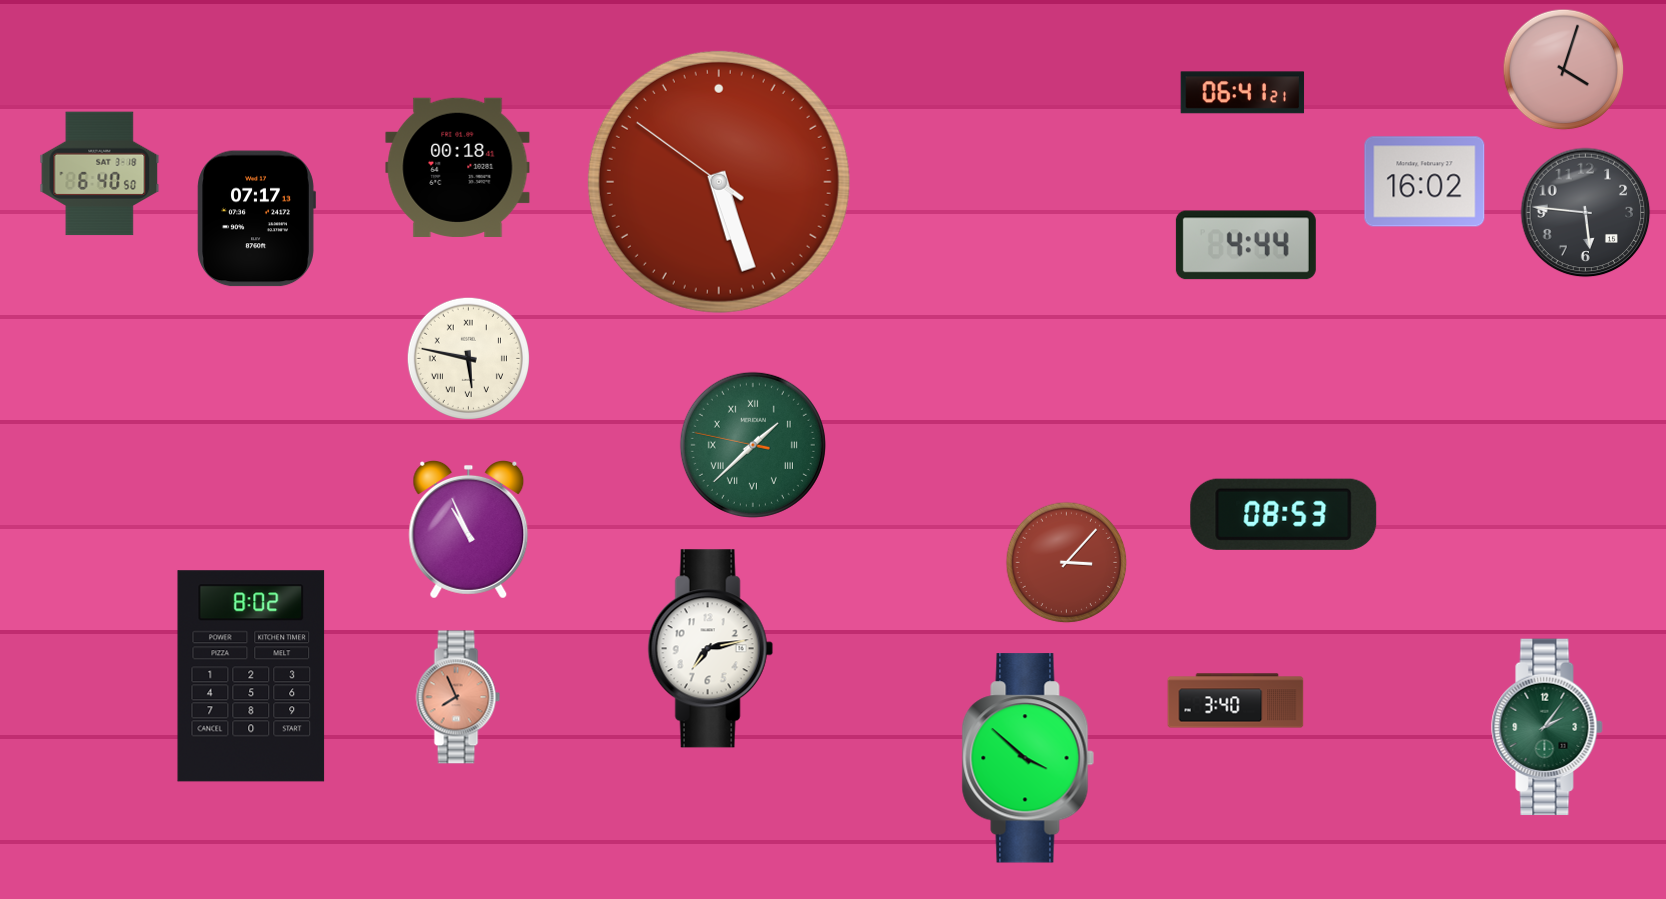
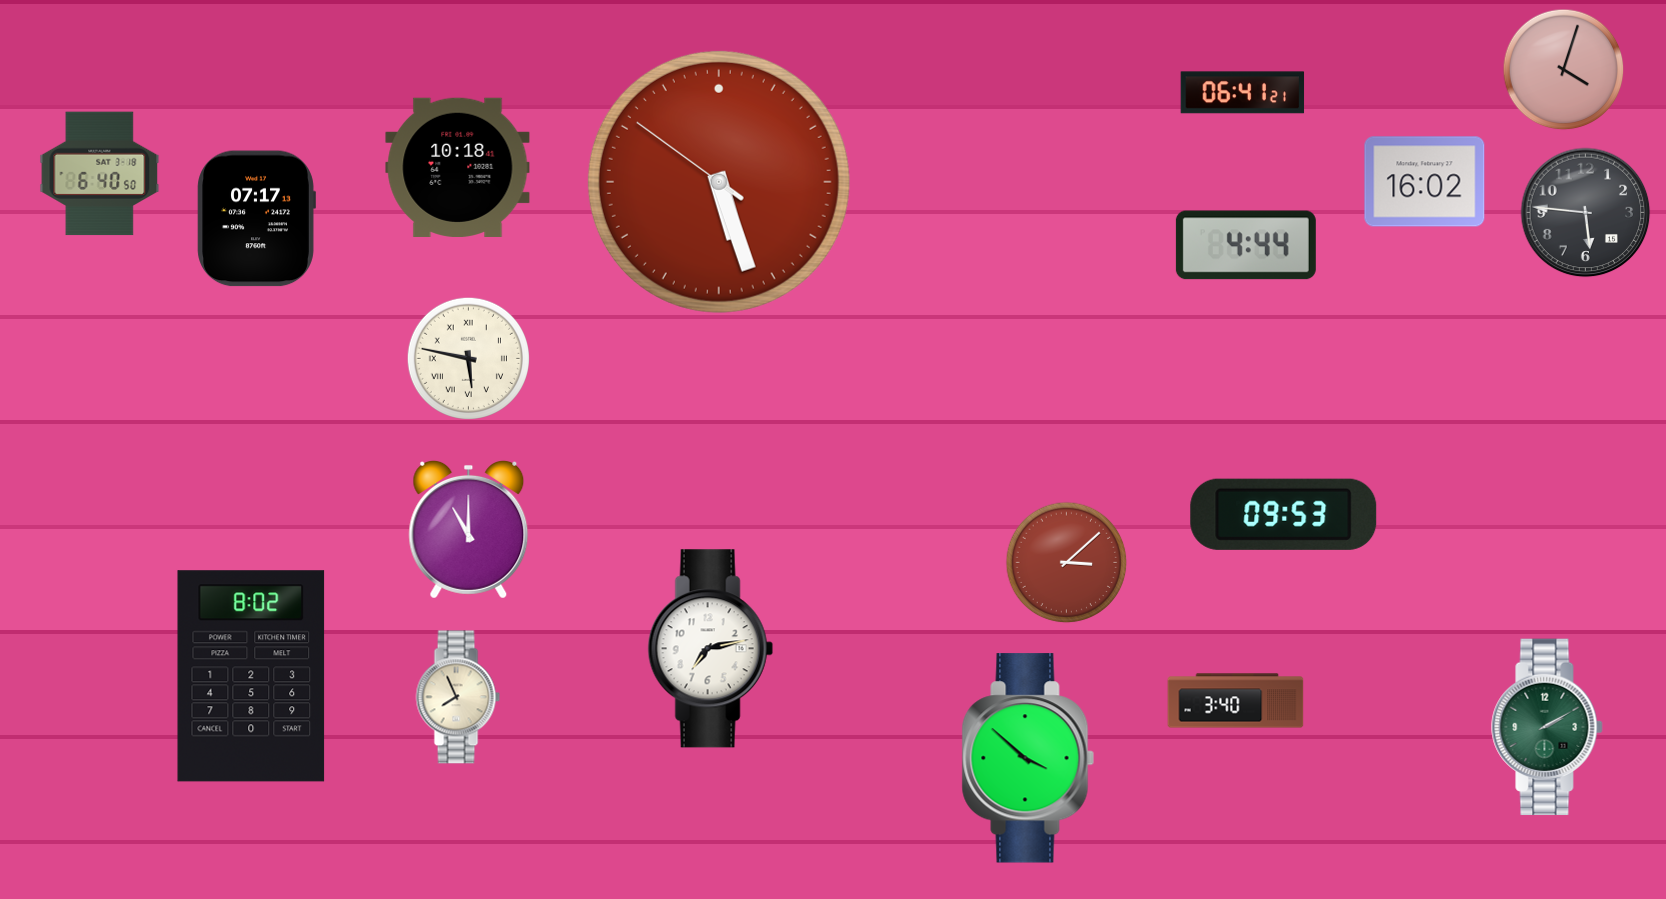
clock at (458, 167): 00:18 -> 10:18
clock at (753, 445): 1:37 -> none
clock at (1284, 514): 08:53 -> 09:53
clock at (469, 529): 10:56 -> 11:00
clock at (1067, 563): 3:07 -> 3:08
clock at (458, 697) dial: salmon -> cream
clock at (1547, 727): 2:06 -> 2:10
